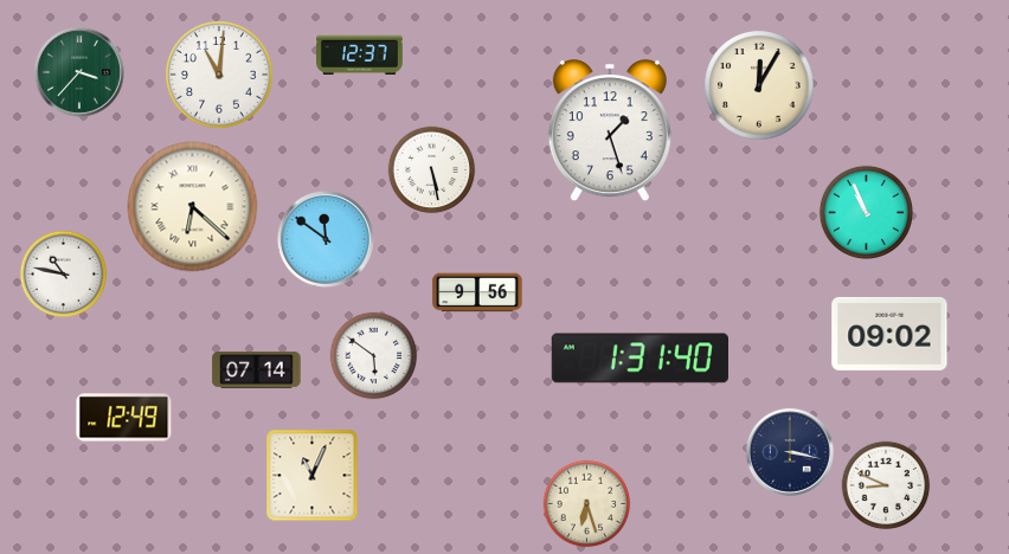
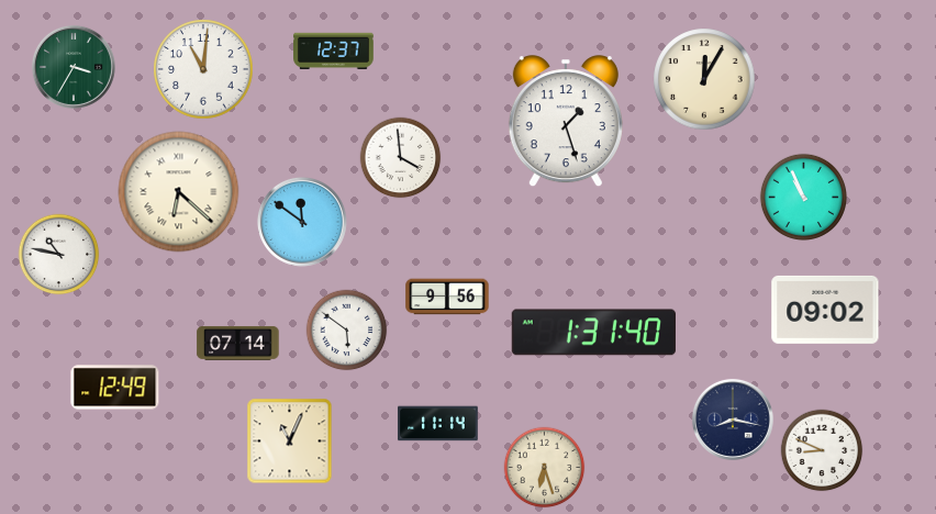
clock at (79, 72): 3:37 -> 3:35
clock at (432, 170): 5:28 -> 3:59
clock at (477, 292) position: (477, 292) -> (447, 297)
clock at (790, 452): 3:17 -> 8:17
clock at (438, 424): none -> 11:14
